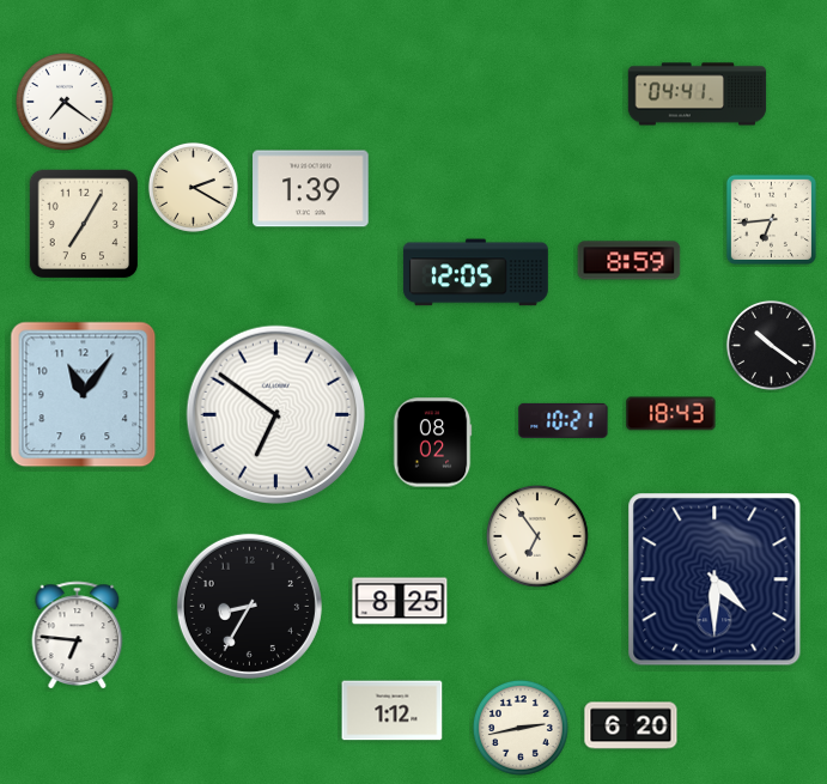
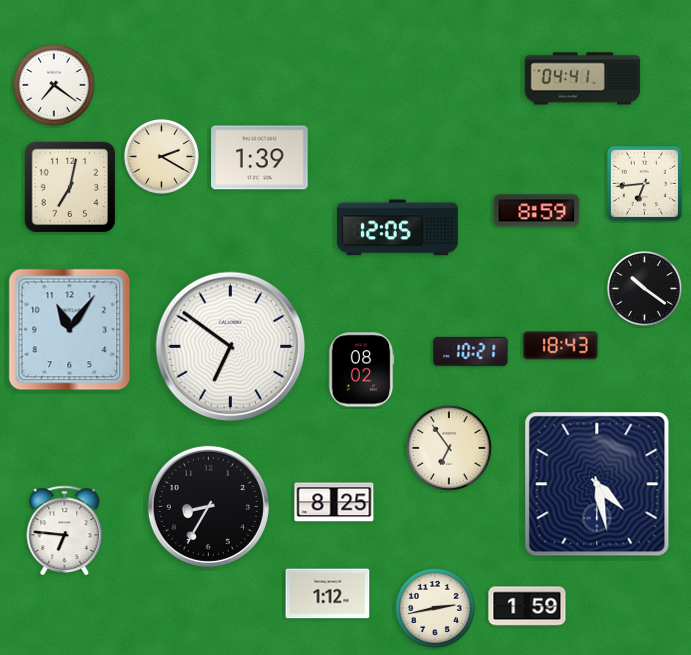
clock at (84, 224): 7:05 -> 7:02
clock at (630, 261) position: (630, 261) -> (537, 211)
clock at (714, 579): 4:30 -> 4:28
clock at (631, 725): 6:20 -> 1:59
